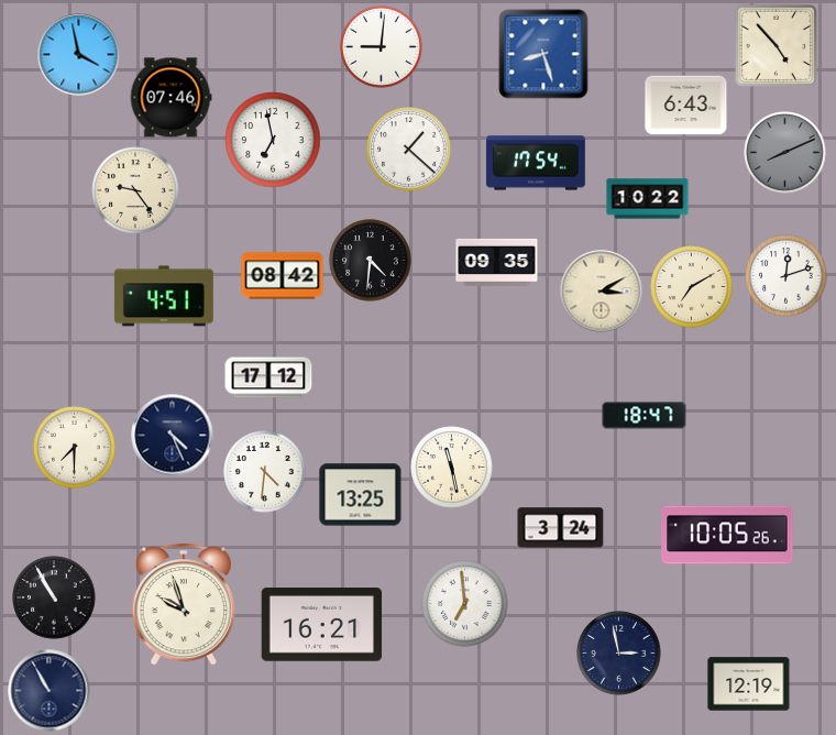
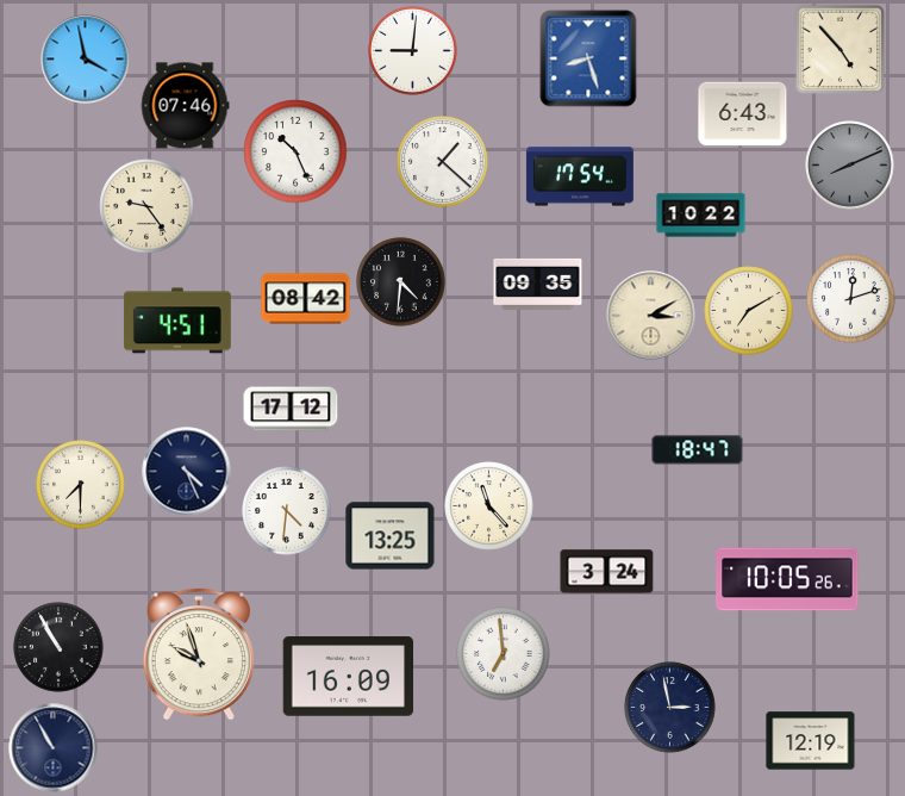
clock at (273, 140): 6:58 -> 10:26
clock at (452, 468): 11:28 -> 11:23
clock at (322, 625): 16:21 -> 16:09
